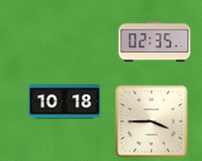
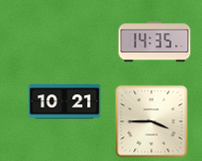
clock at (155, 42): 02:35 -> 14:35
clock at (65, 102): 10:18 -> 10:21
